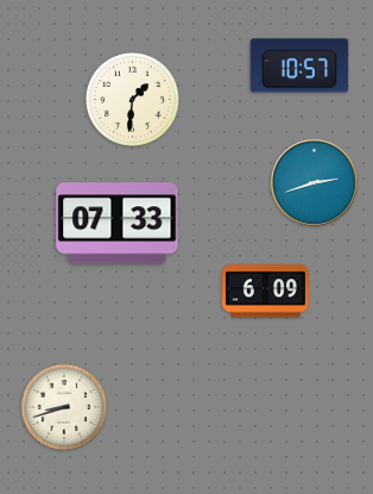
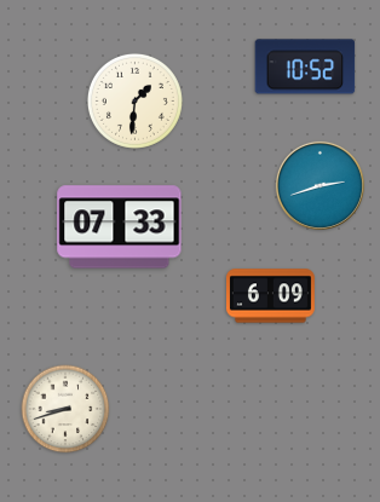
clock at (299, 65): 10:57 -> 10:52
clock at (64, 407) position: (64, 407) -> (65, 409)
